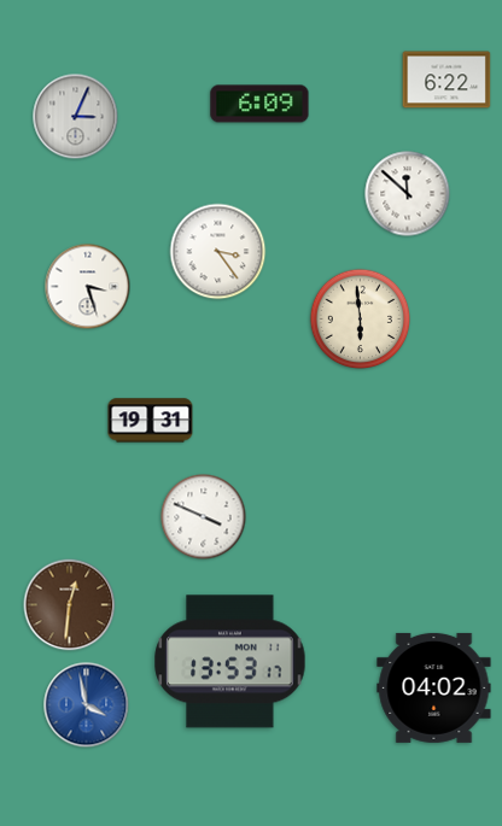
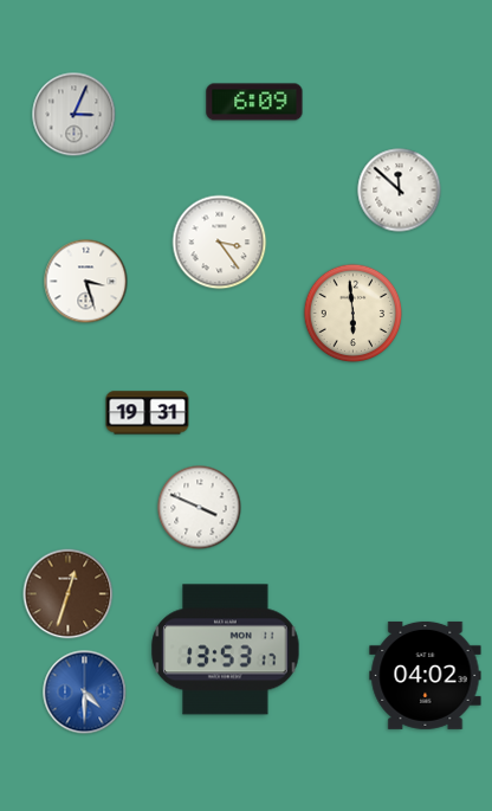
clock at (446, 80): 6:22 -> none
clock at (218, 252) position: (218, 252) -> (220, 243)
clock at (70, 605): 12:31 -> 12:33
clock at (87, 705): 3:58 -> 4:30
